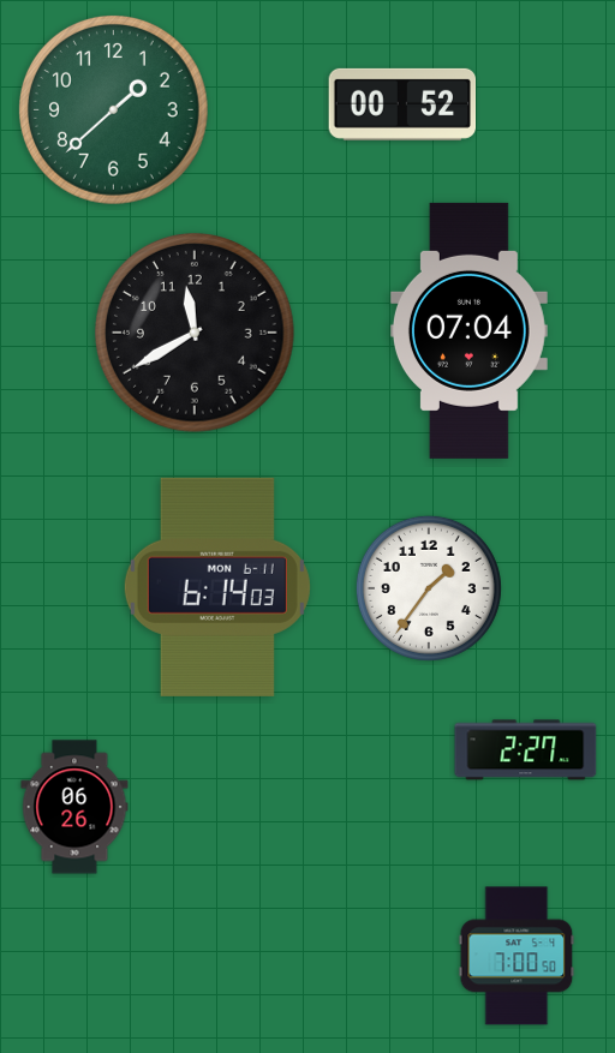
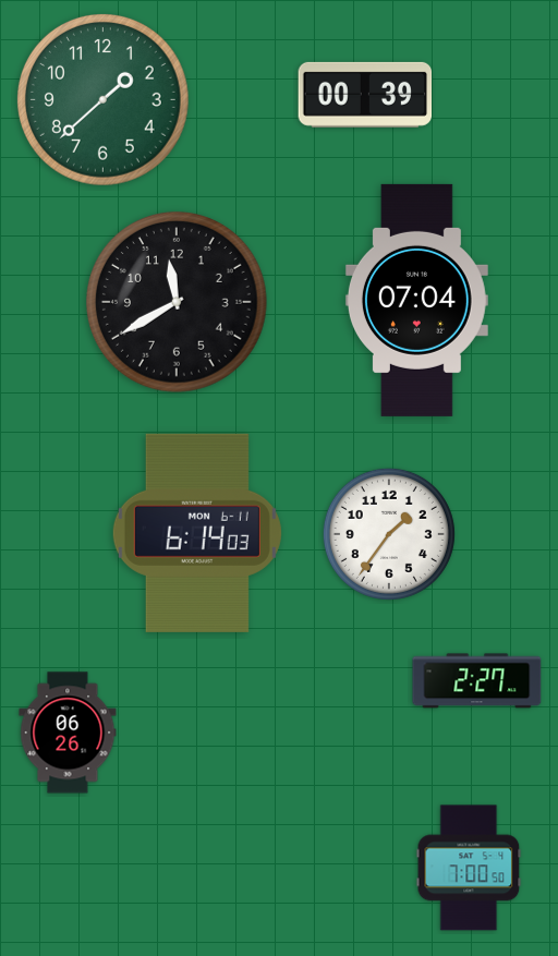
clock at (402, 104): 00:52 -> 00:39
clock at (468, 330) position: (468, 330) -> (416, 300)
